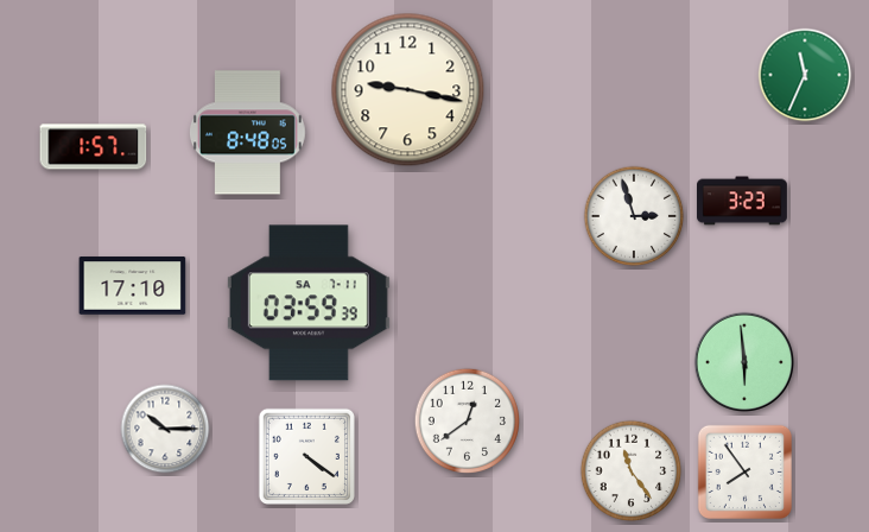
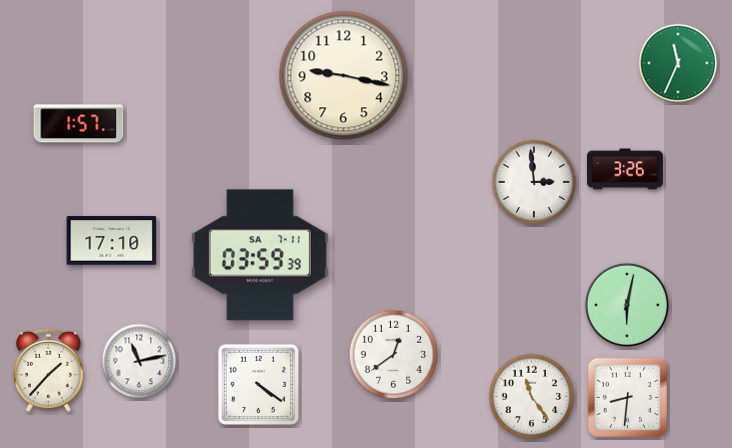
clock at (247, 133): 8:48 -> none
clock at (743, 201): 3:23 -> 3:26
clock at (634, 216): 2:57 -> 2:59
clock at (743, 361): 5:59 -> 6:02
clock at (165, 429): 10:15 -> 11:13
clock at (48, 370): none -> 1:37
clock at (744, 471): 7:54 -> 8:31
